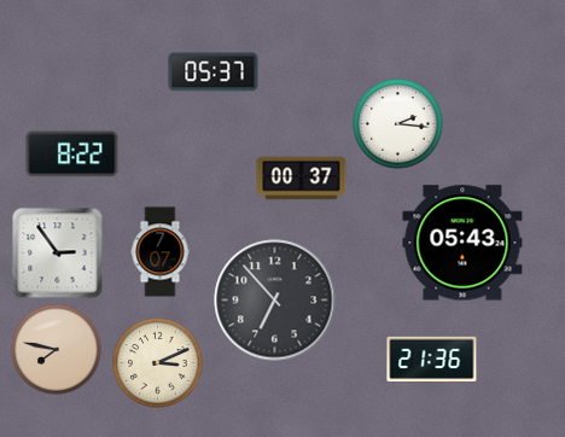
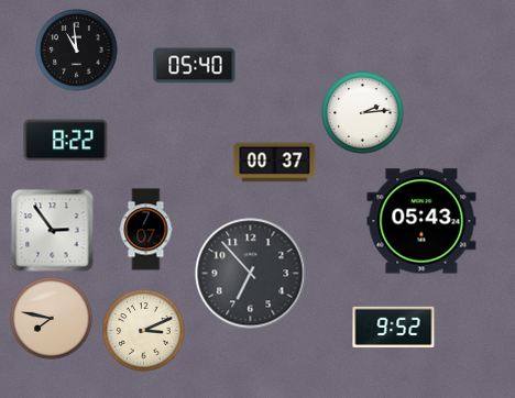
clock at (77, 51): none -> 10:59
clock at (214, 72): 05:37 -> 05:40
clock at (398, 124): 2:16 -> 2:14
clock at (432, 359): 21:36 -> 9:52
